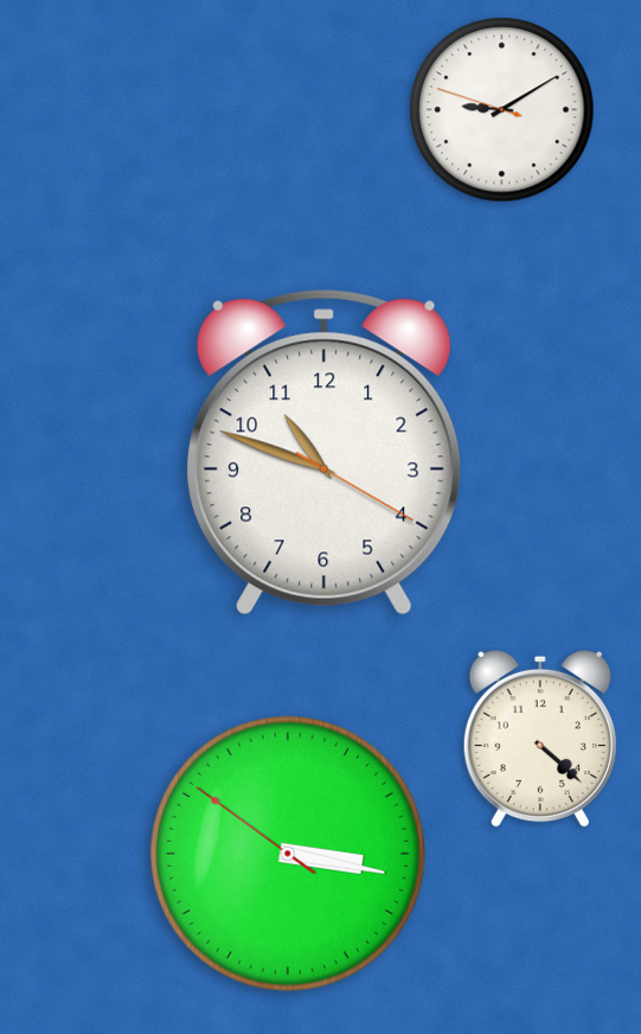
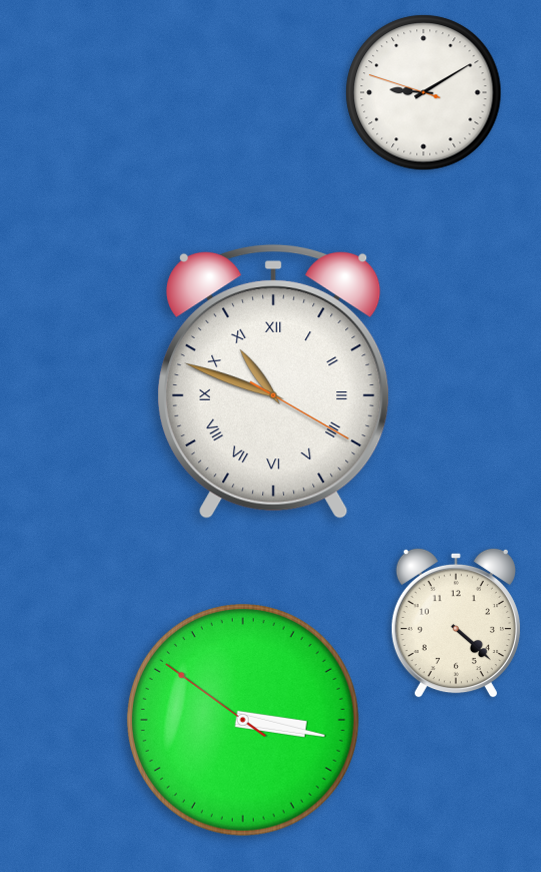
clock at (325, 453) numerals: Arabic -> Roman
